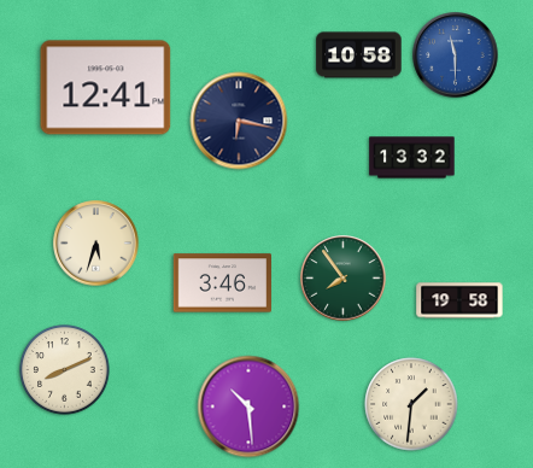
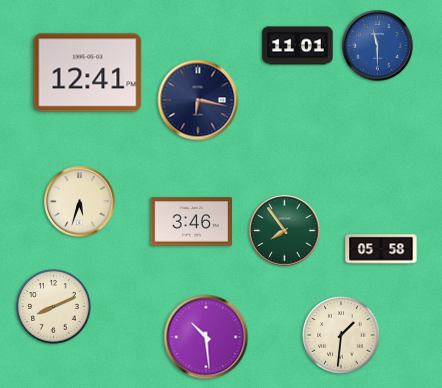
clock at (359, 55): 10:58 -> 11:01
clock at (412, 158): 13:32 -> none
clock at (222, 283) position: (222, 283) -> (191, 222)
clock at (459, 300): 19:58 -> 05:58
